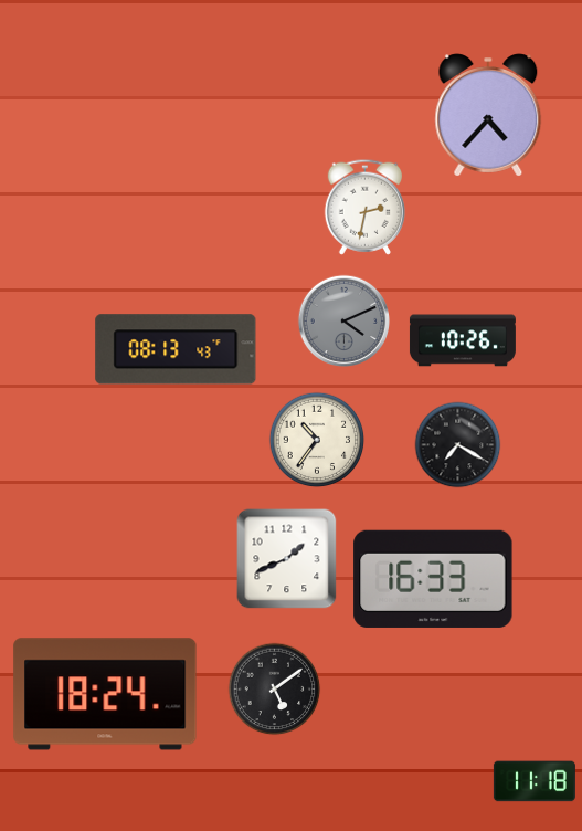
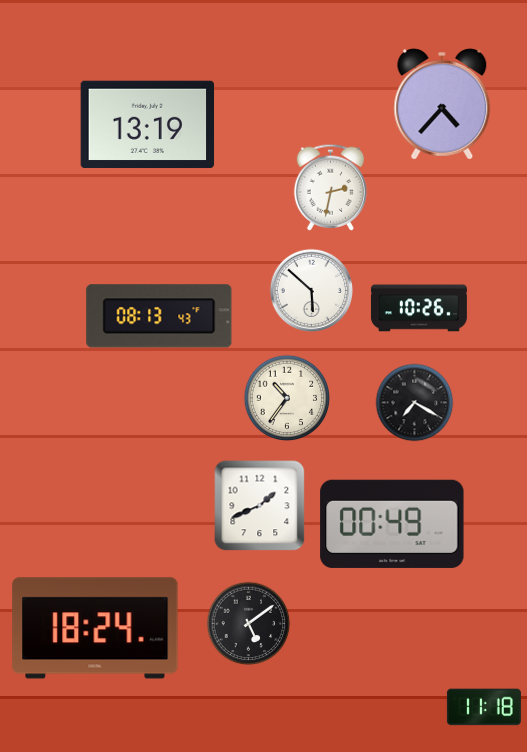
clock at (148, 125): none -> 13:19
clock at (343, 320): 4:11 -> 5:52
clock at (343, 320) dial: grey -> white
clock at (433, 579): 16:33 -> 00:49
